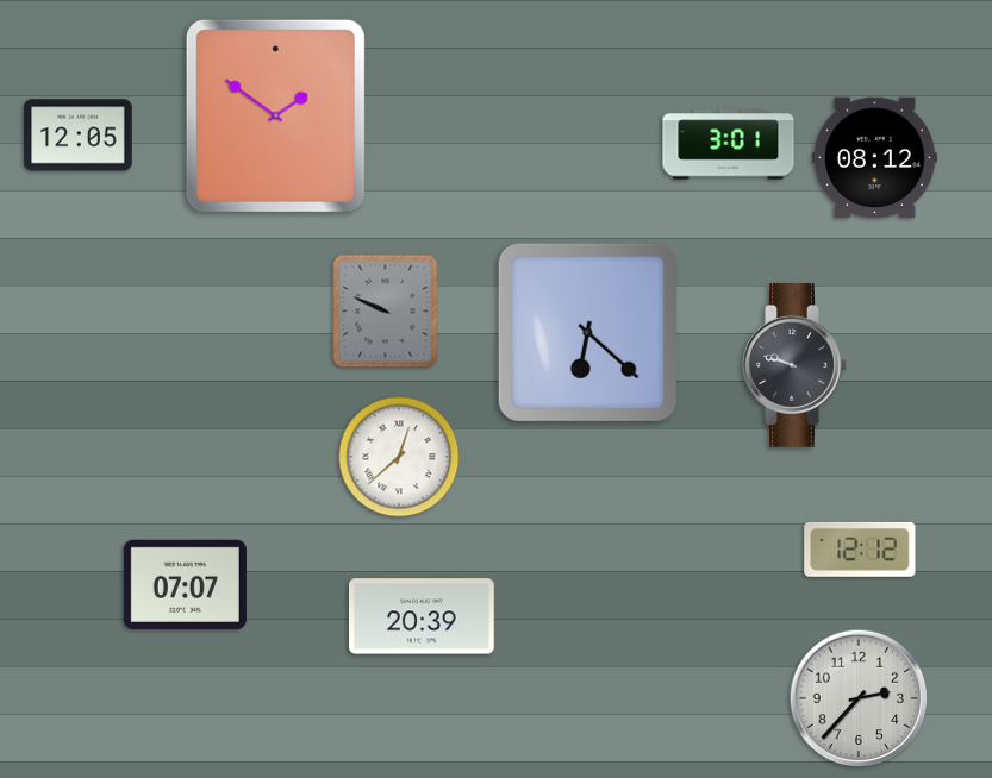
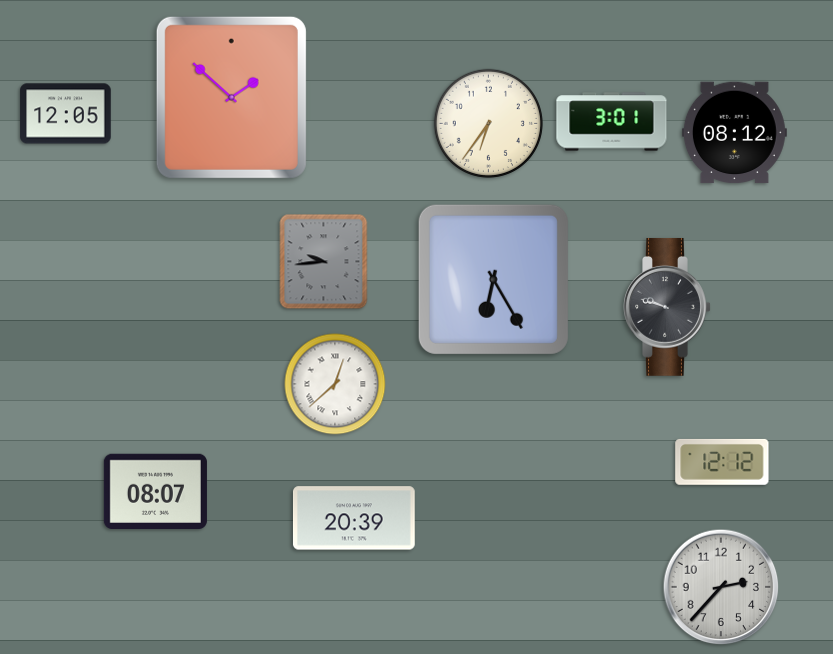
clock at (275, 115): 1:51 -> 1:52
clock at (488, 123): none -> 6:36
clock at (386, 312): 9:49 -> 9:44
clock at (587, 332): 6:22 -> 6:25
clock at (185, 584): 07:07 -> 08:07
